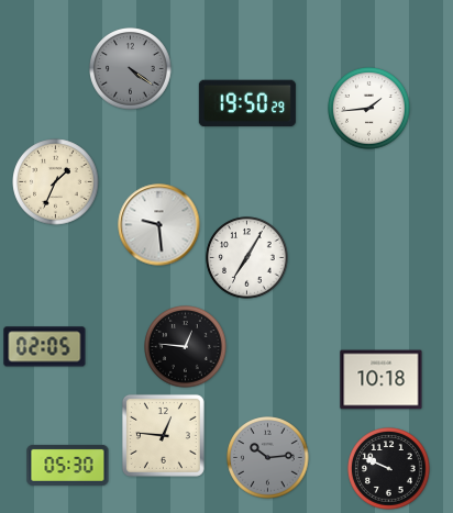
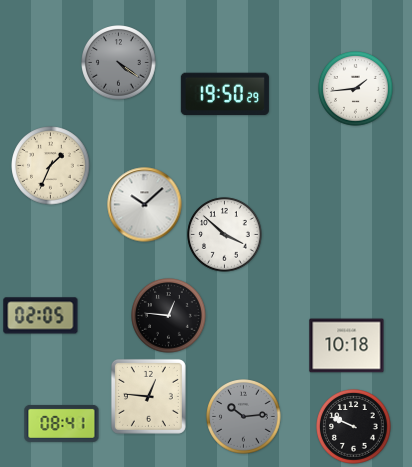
clock at (369, 109) position: (369, 109) -> (356, 89)
clock at (159, 225): 9:29 -> 10:08
clock at (247, 258): 7:05 -> 3:52
clock at (68, 465): 05:30 -> 08:41
